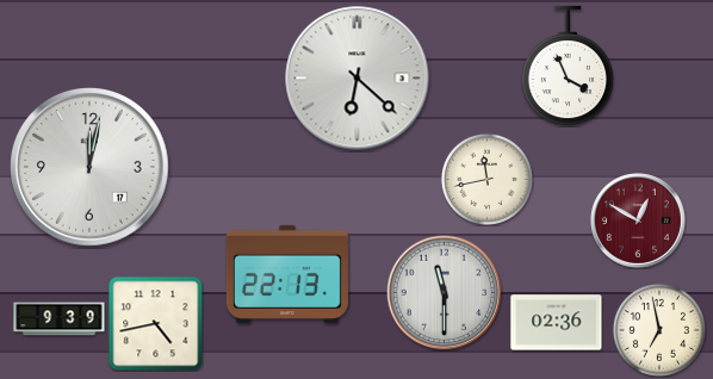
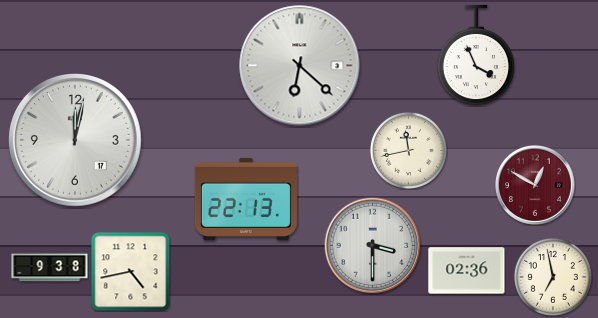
clock at (287, 274) position: (287, 274) -> (246, 199)
clock at (445, 293): 11:30 -> 3:30
clock at (60, 319): 9:39 -> 9:38
